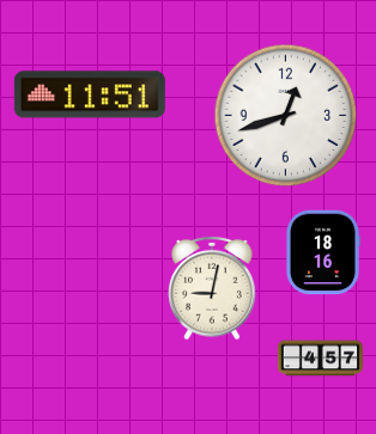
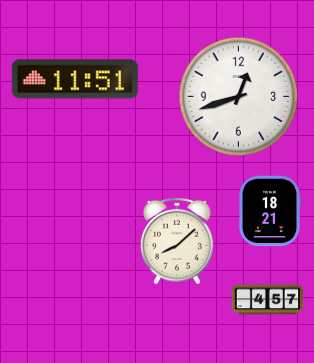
clock at (322, 252): 18:16 -> 18:21
clock at (212, 288): 9:02 -> 8:08
